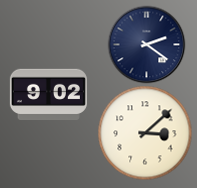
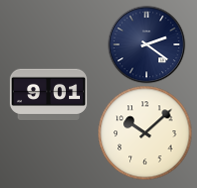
clock at (48, 94): 9:02 -> 9:01
clock at (145, 133): 3:08 -> 10:08
